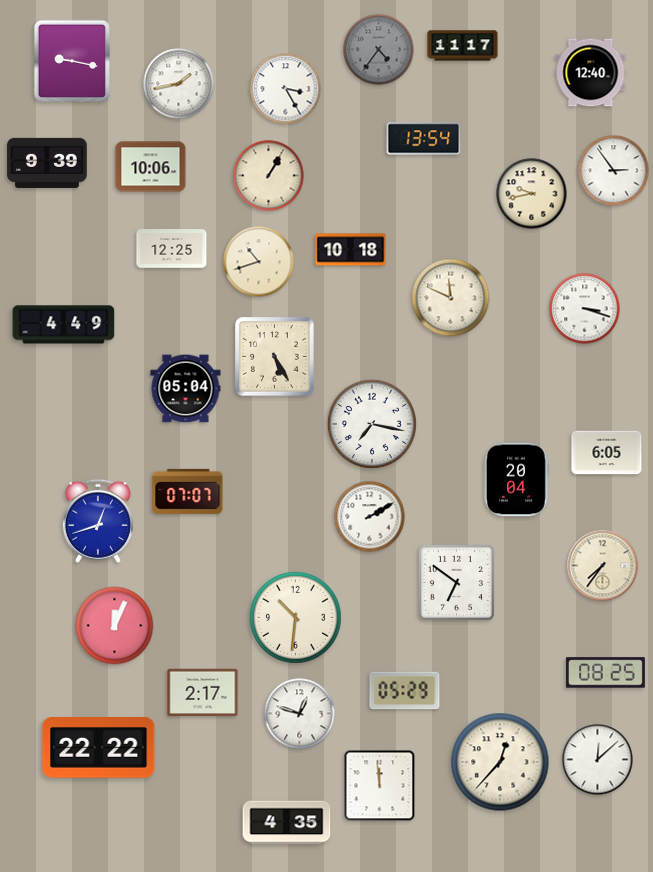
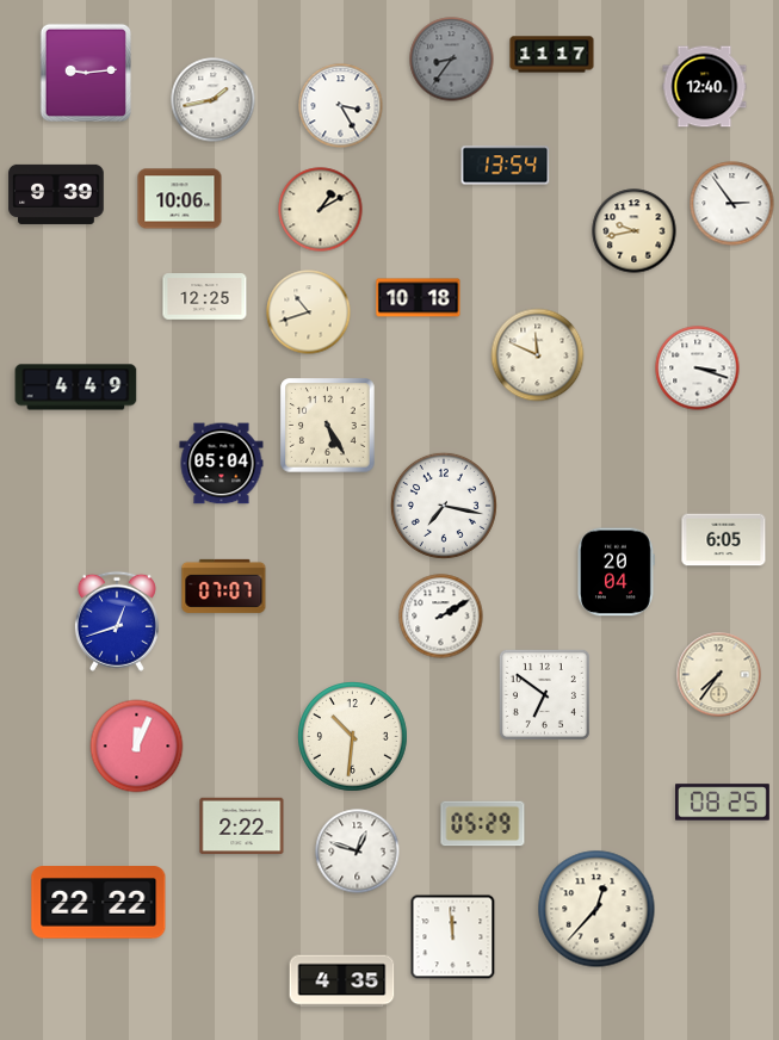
clock at (379, 50): 4:36 -> 8:36
clock at (71, 60): 9:17 -> 9:14
clock at (269, 176): 1:05 -> 1:10
clock at (203, 693): 2:17 -> 2:22
clock at (99, 748) position: (99, 748) -> (99, 903)
clock at (598, 760): 12:08 -> none
